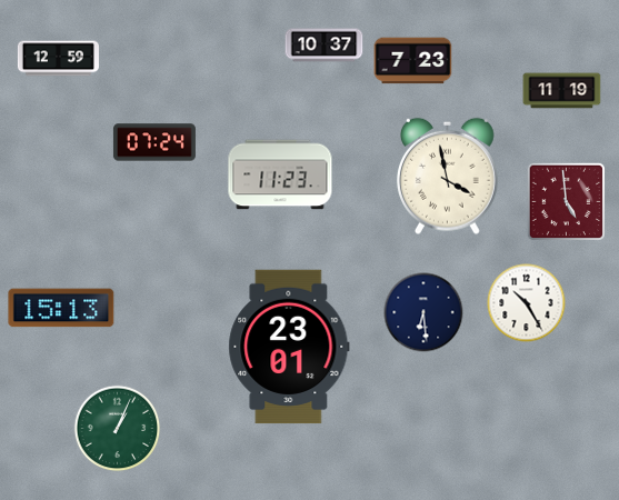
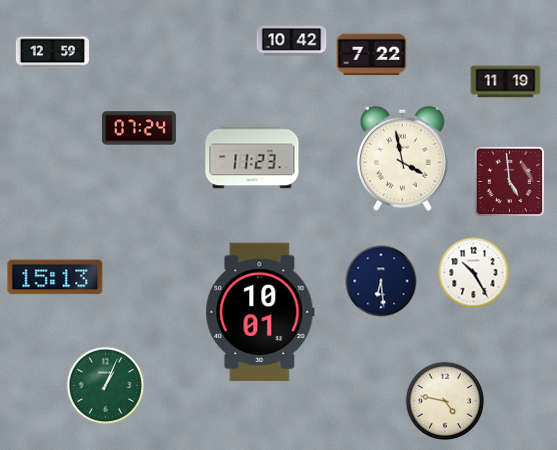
clock at (325, 46): 10:37 -> 10:42
clock at (413, 61): 7:23 -> 7:22
clock at (289, 347): 23:01 -> 10:01
clock at (445, 401): none -> 4:47
